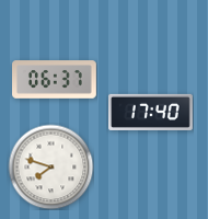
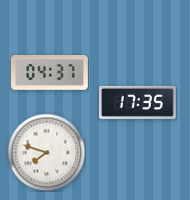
clock at (55, 80): 06:37 -> 04:37
clock at (151, 112): 17:40 -> 17:35
